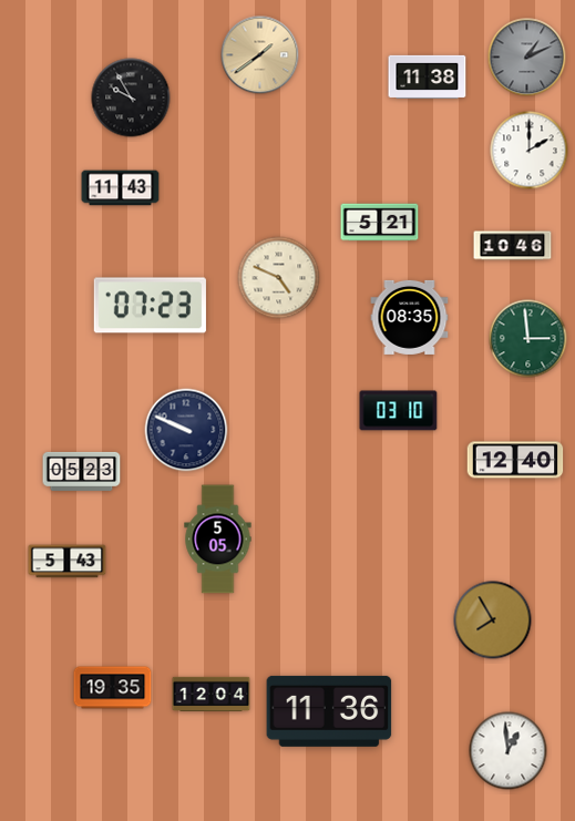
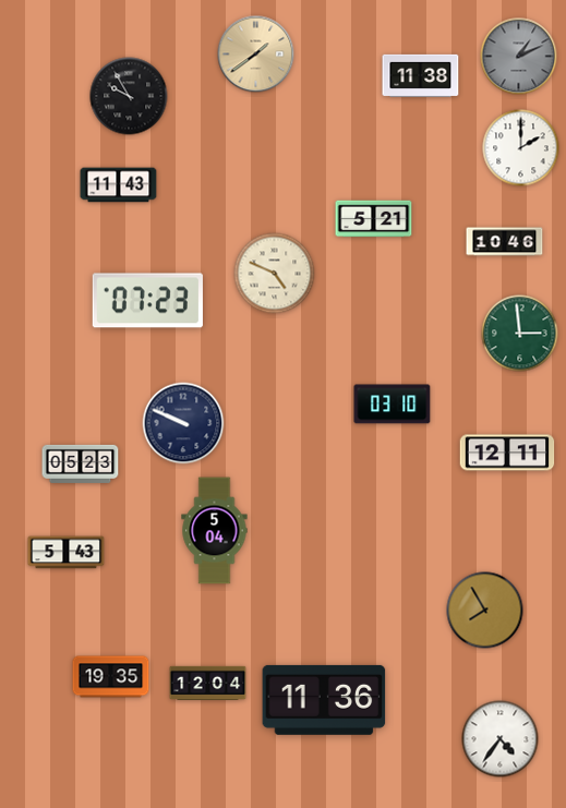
clock at (410, 317): 08:35 -> none
clock at (515, 460): 12:40 -> 12:11
clock at (218, 540): 5:05 -> 5:04
clock at (509, 751): 12:59 -> 4:36
